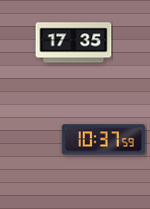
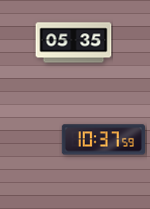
clock at (74, 43): 17:35 -> 05:35
